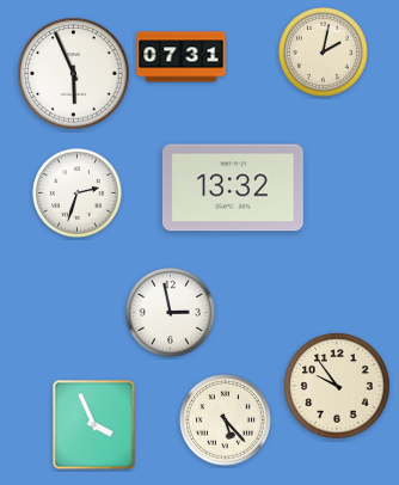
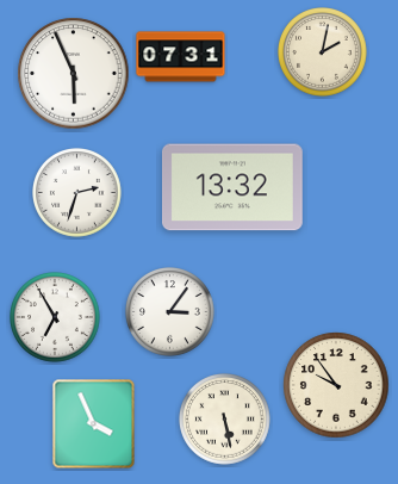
clock at (171, 313): 2:58 -> 3:06
clock at (56, 318): none -> 6:55
clock at (226, 420): 5:23 -> 5:28
